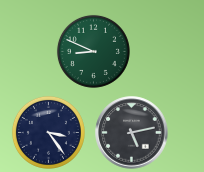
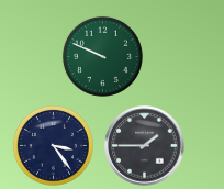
clock at (93, 51): 8:49 -> 9:49
clock at (132, 133): 5:13 -> 1:45
